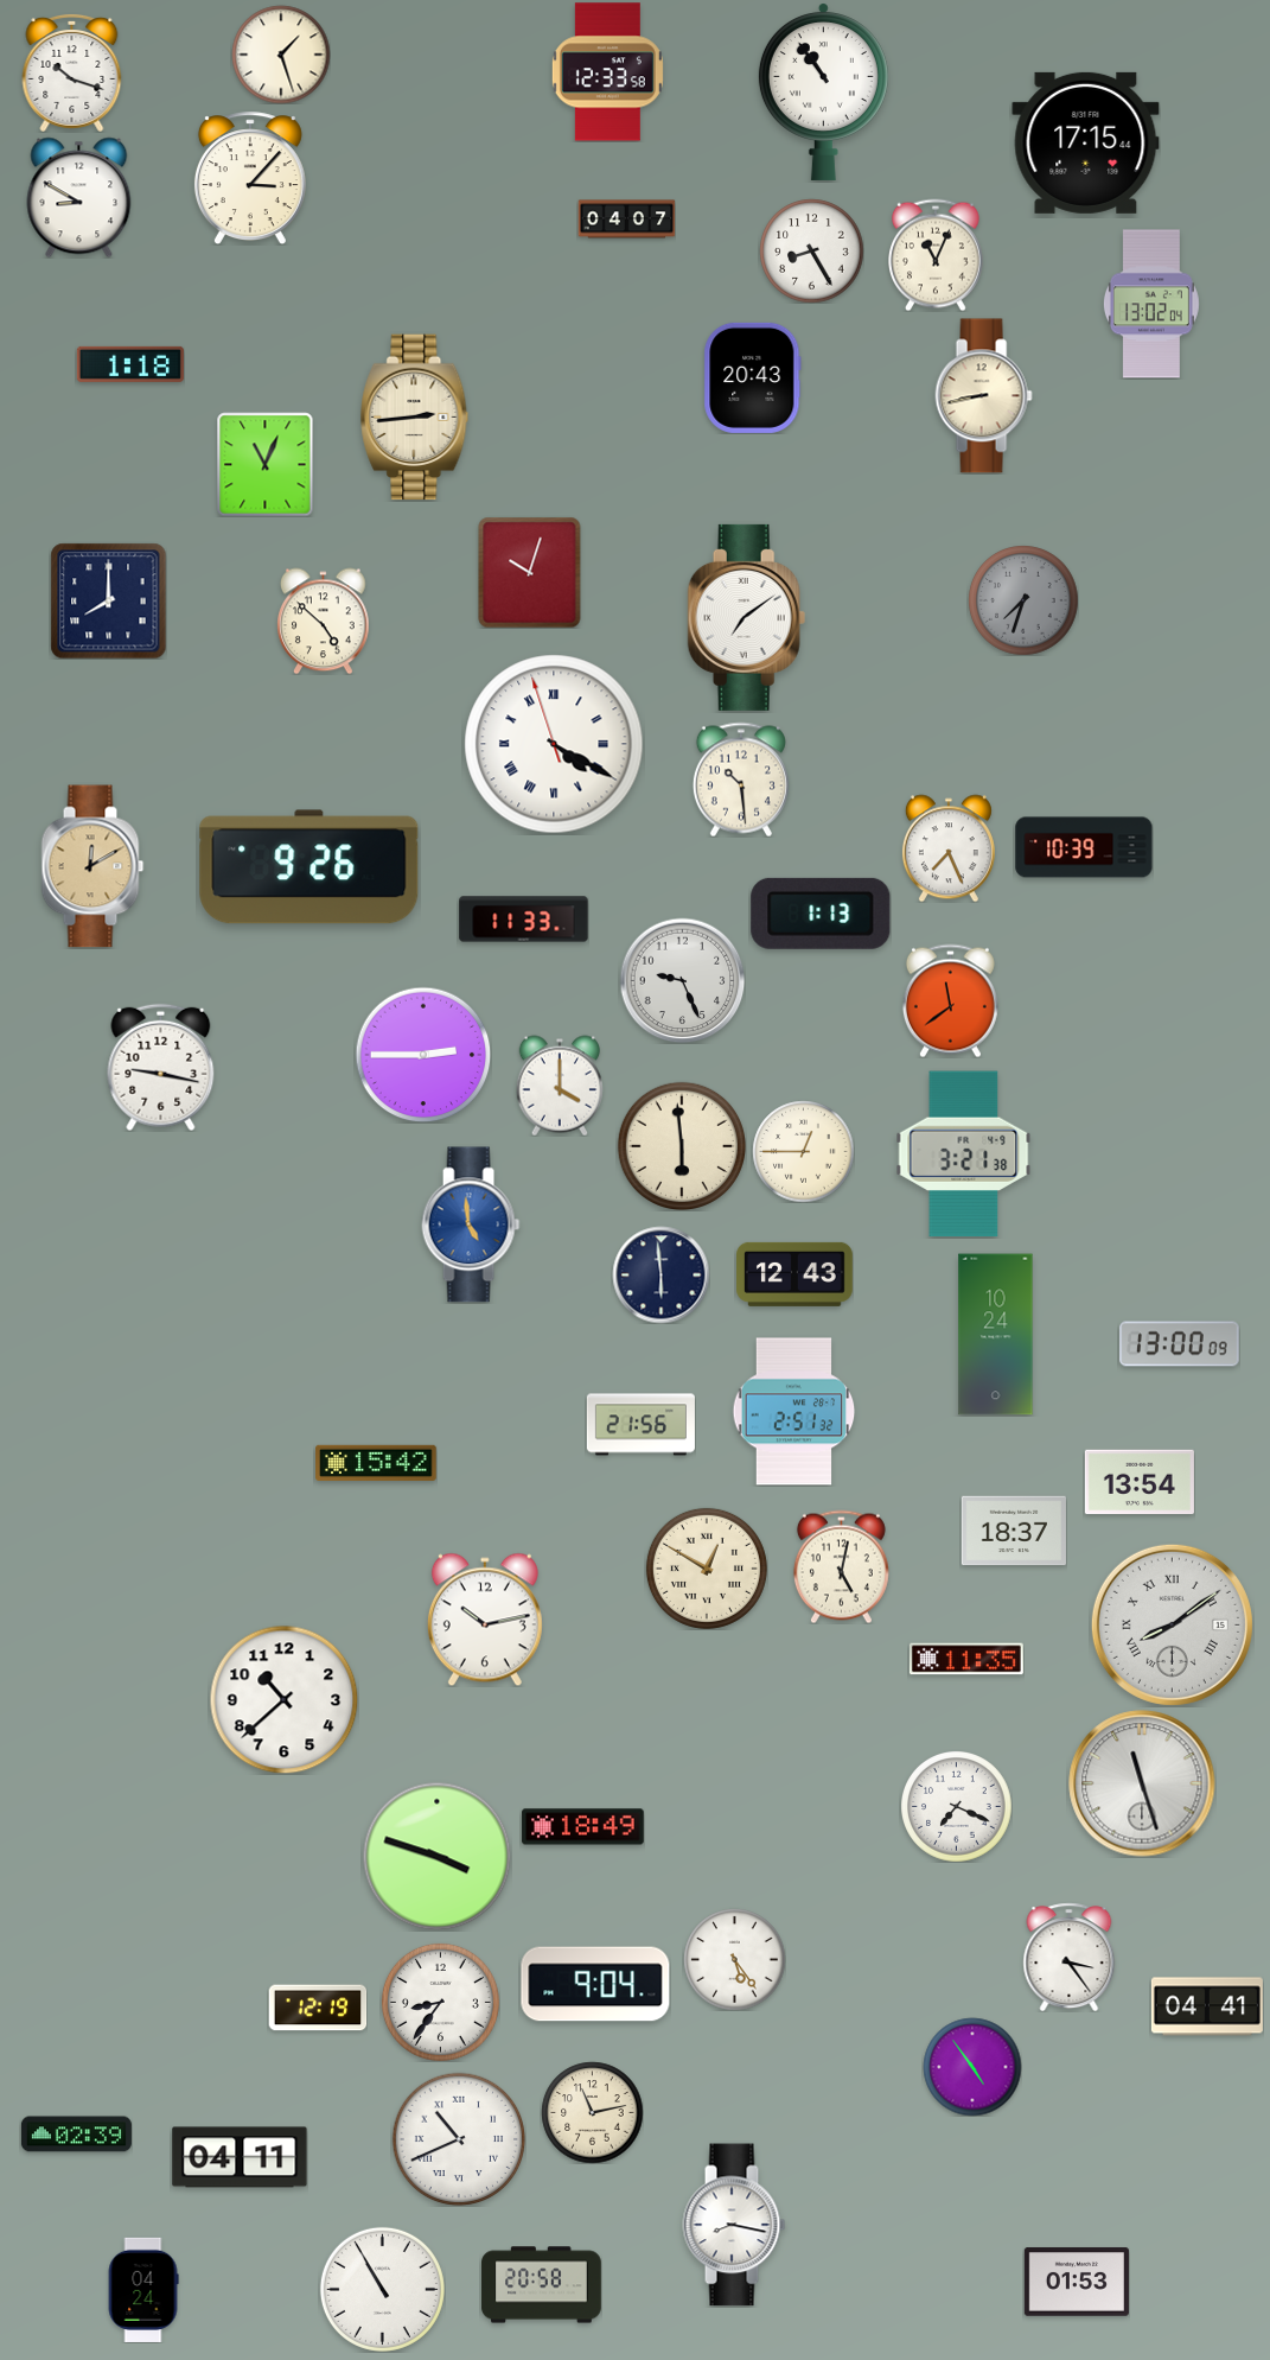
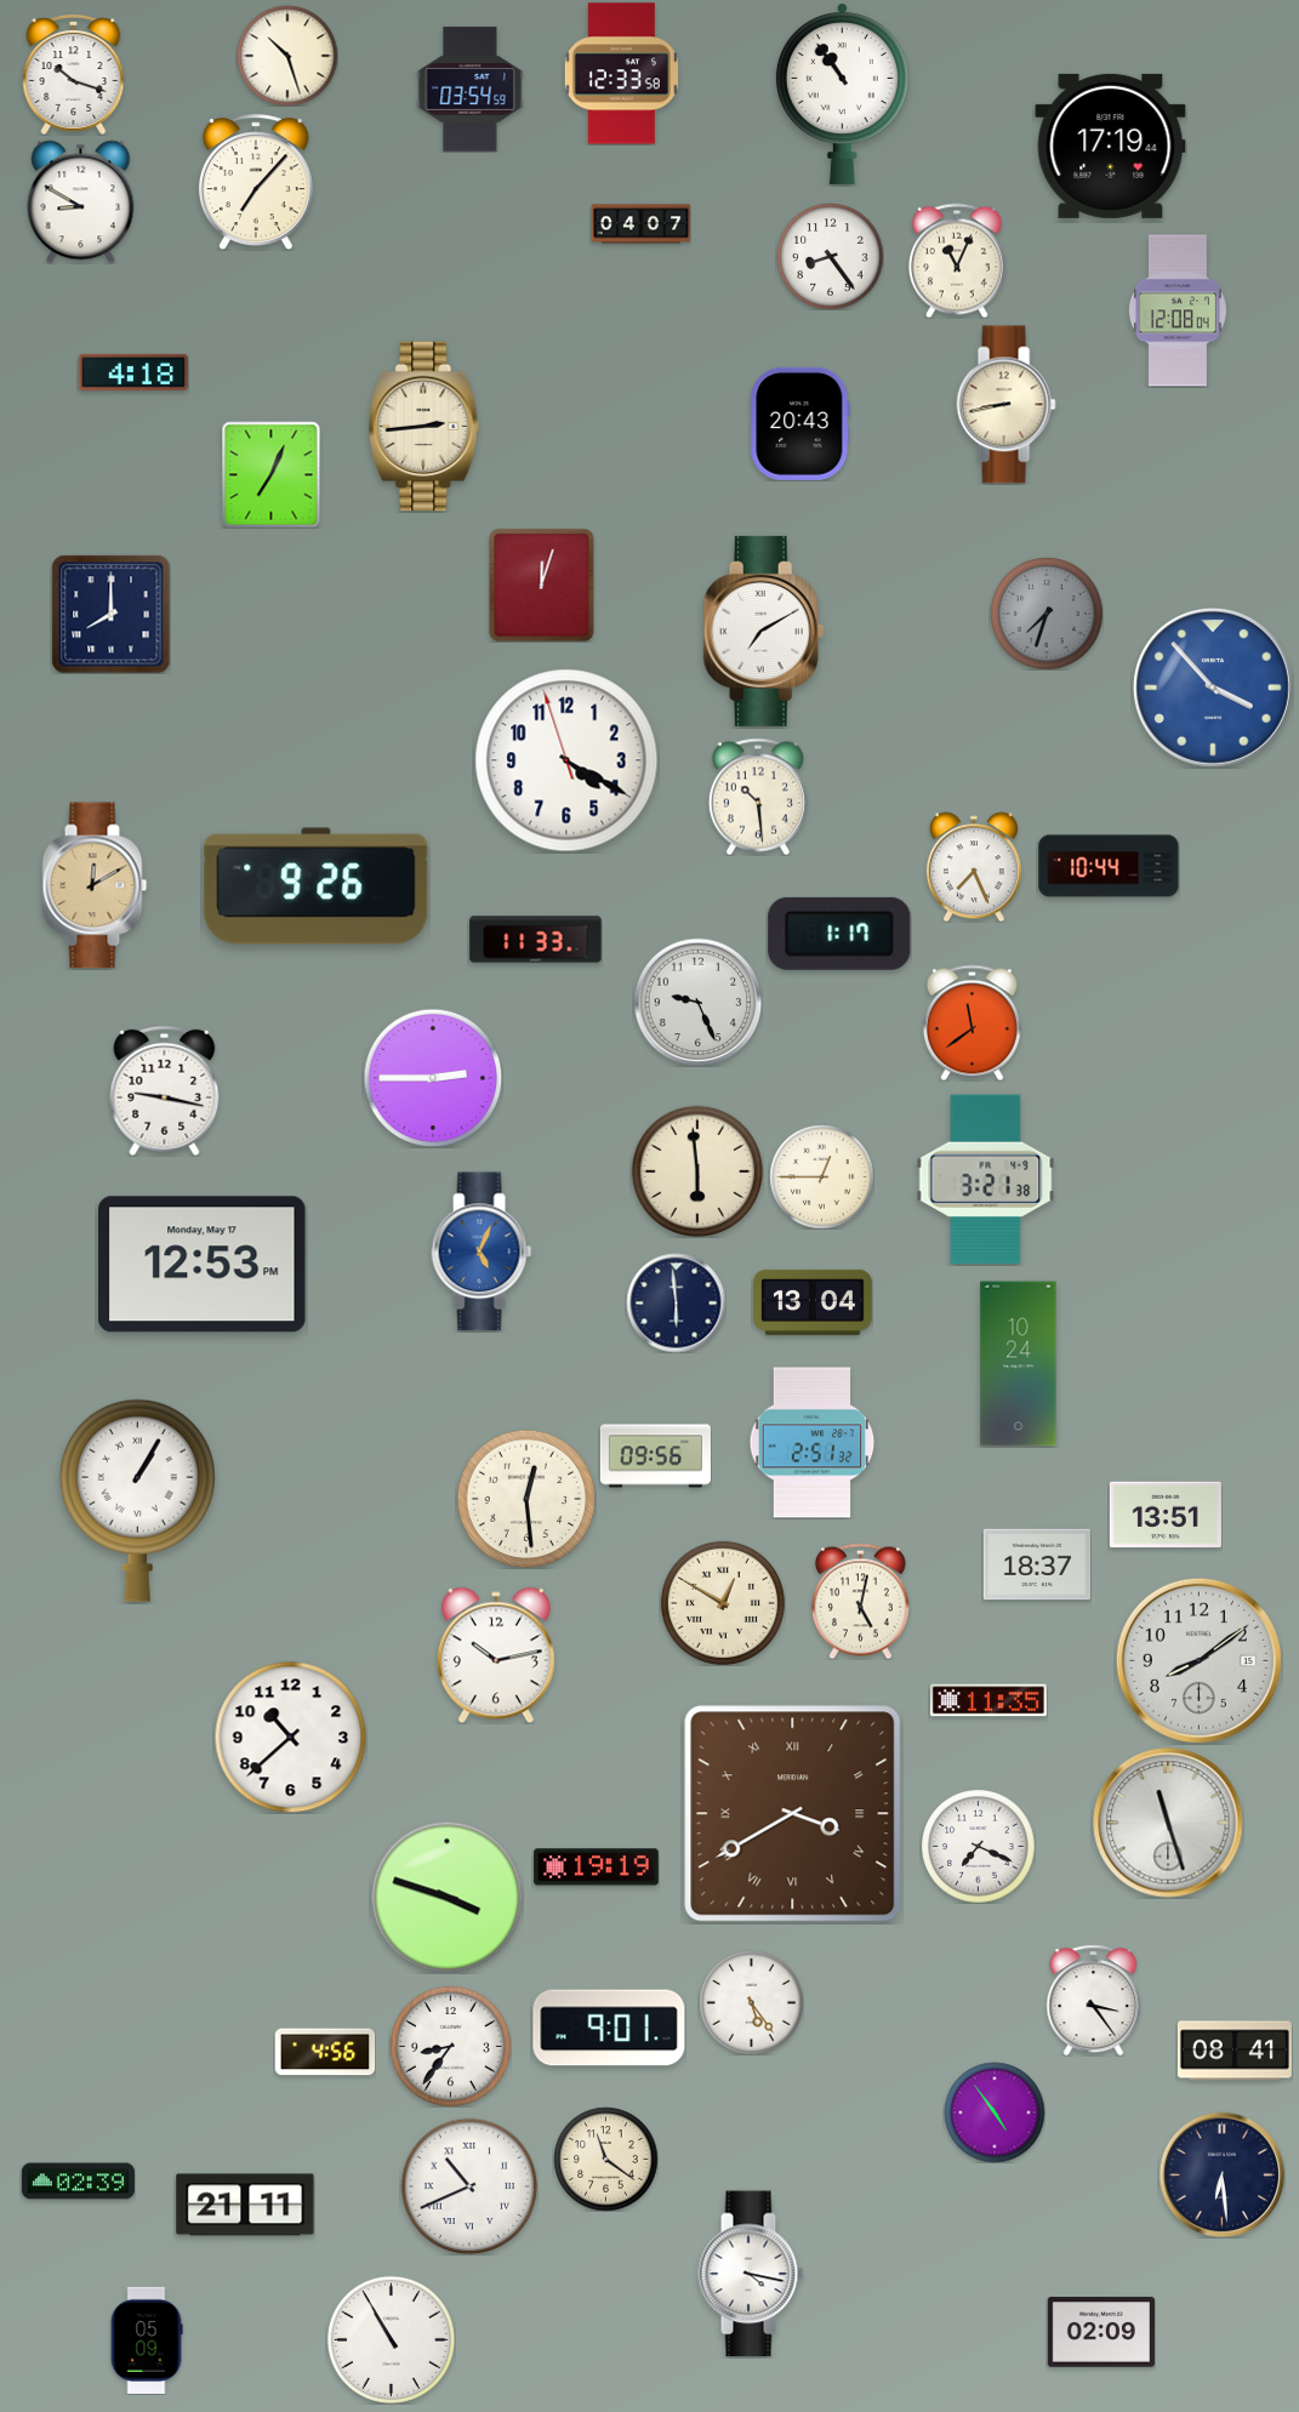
clock at (281, 55): 1:27 -> 10:27
clock at (471, 90): none -> 03:54
clock at (1086, 142): 17:15 -> 17:19
clock at (250, 178): 3:07 -> 7:07
clock at (811, 250): 8:25 -> 8:24
clock at (1151, 304): 13:02 -> 12:08
clock at (130, 364): 1:18 -> 4:18
clock at (753, 377) position: (753, 377) -> (801, 423)
clock at (266, 464): 11:04 -> 7:04
clock at (530, 572): 10:03 -> 12:03
clock at (747, 617): 7:09 -> 7:10
clock at (324, 621): 4:52 -> none
clock at (1213, 688): none -> 3:53
clock at (554, 744) numerals: Roman -> Arabic
clock at (1084, 847): 10:39 -> 10:44
clock at (949, 848) position: (949, 848) -> (974, 867)
clock at (821, 914): 1:13 -> 1:17
clock at (559, 1086): 4:00 -> none
clock at (471, 1224): 4:59 -> 5:04
clock at (203, 1265): none -> 12:53
clock at (796, 1274): 12:43 -> 13:04
clock at (1180, 1344): 13:00 -> none
clock at (640, 1425): 21:56 -> 09:56
clock at (376, 1463): 15:42 -> none
clock at (526, 1499): none -> 12:29
clock at (137, 1500): none -> 1:05
clock at (1140, 1482): 13:54 -> 13:51
clock at (1172, 1624) numerals: Roman -> Arabic
clock at (966, 1659) position: (966, 1659) -> (989, 1700)
clock at (793, 1814): none -> 3:40
clock at (583, 1827): 18:49 -> 19:19
clock at (595, 1984): 9:04 -> 9:01
clock at (1207, 2006): 04:41 -> 08:41
clock at (318, 2008): 12:19 -> 4:56
clock at (592, 2112): 11:13 -> 11:21
clock at (1221, 2174): none -> 6:29
clock at (240, 2157): 04:11 -> 21:11
clock at (734, 2225): 8:17 -> 4:17
clock at (1077, 2282): 01:53 -> 02:09
clock at (542, 2285): 20:58 -> none
clock at (143, 2290): 04:24 -> 05:09
